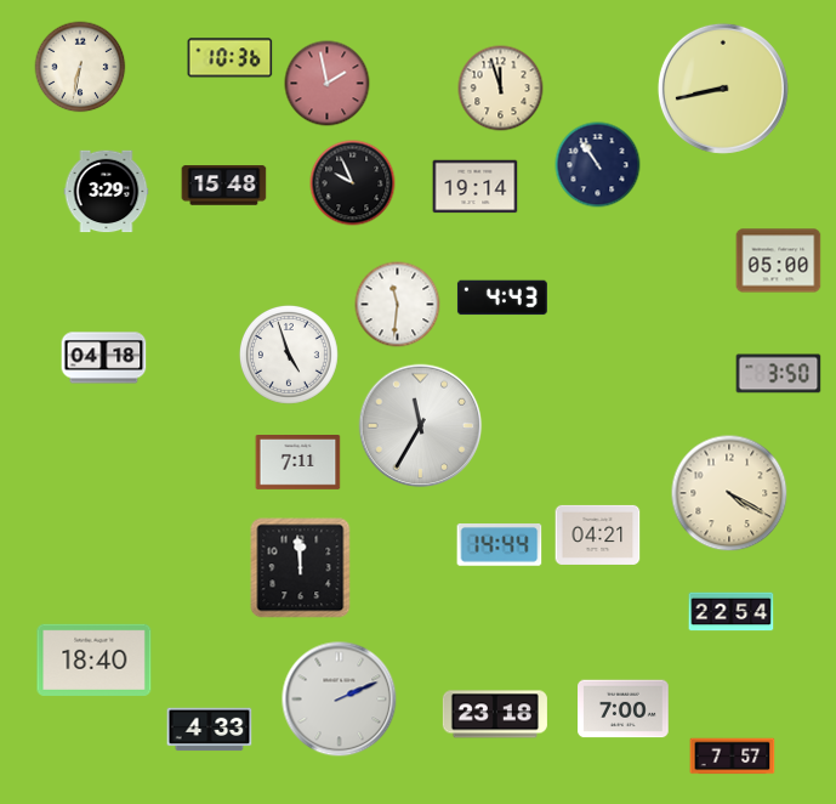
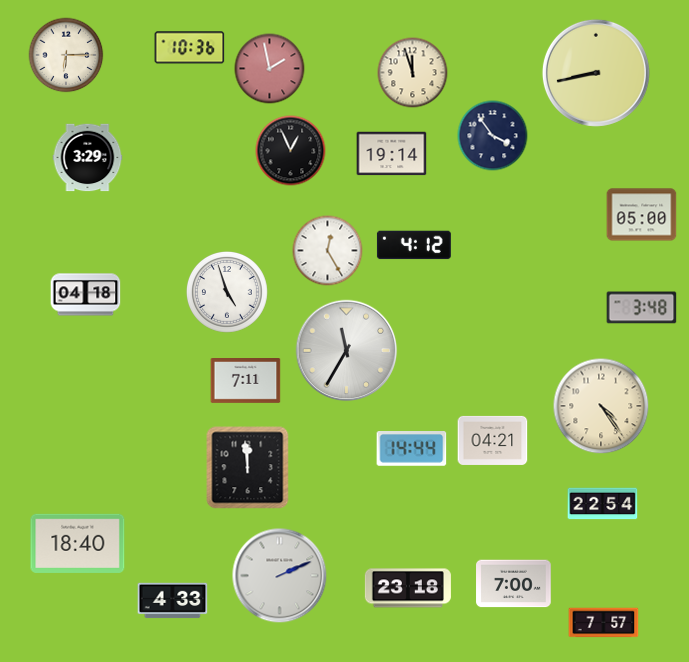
clock at (80, 67): 6:32 -> 6:15
clock at (598, 165): 10:54 -> 3:54
clock at (353, 183): 9:56 -> 12:56
clock at (224, 186): 15:48 -> none
clock at (502, 298): 4:43 -> 4:12
clock at (398, 305): 11:31 -> 12:25
clock at (289, 355) position: (289, 355) -> (227, 292)
clock at (779, 374): 3:50 -> 3:48
clock at (729, 493): 4:20 -> 4:24
